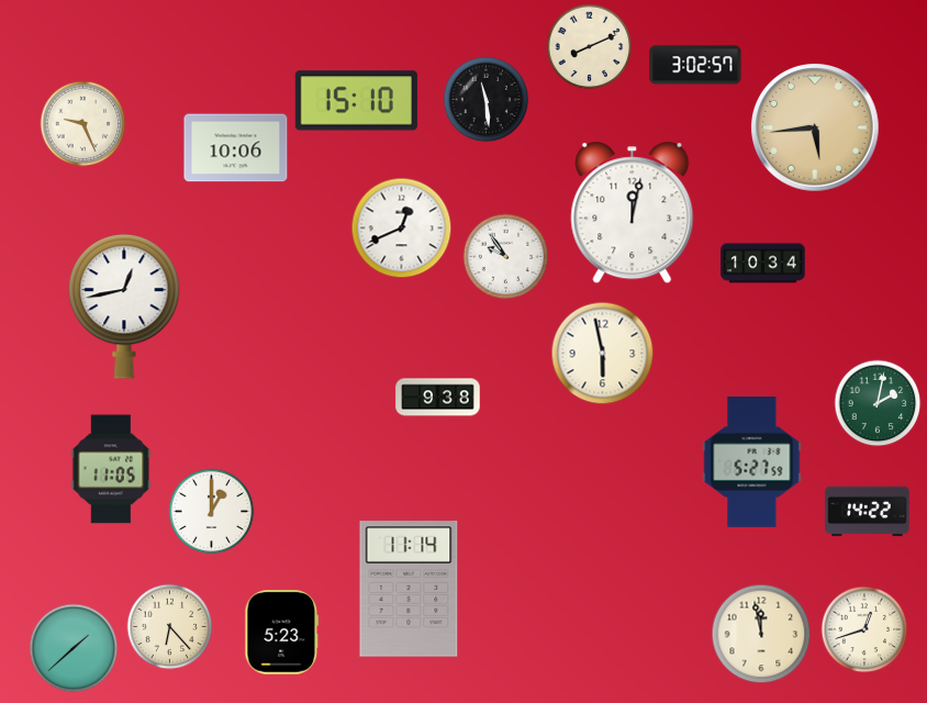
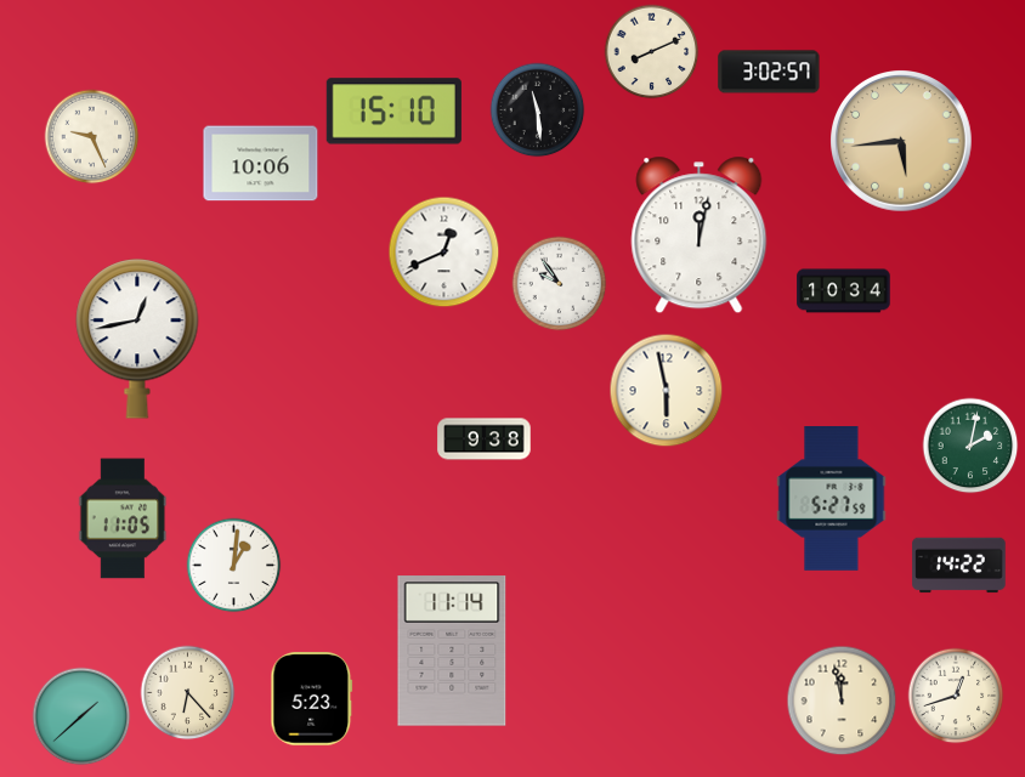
clock at (752, 462) position: (752, 462) -> (832, 499)
clock at (211, 511): 1:00 -> 1:01
